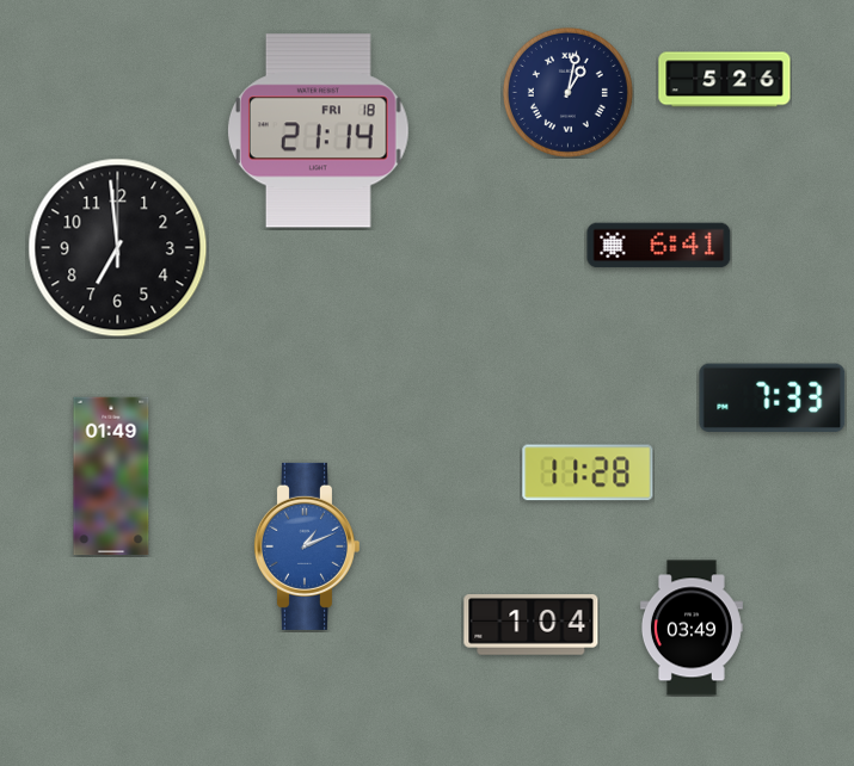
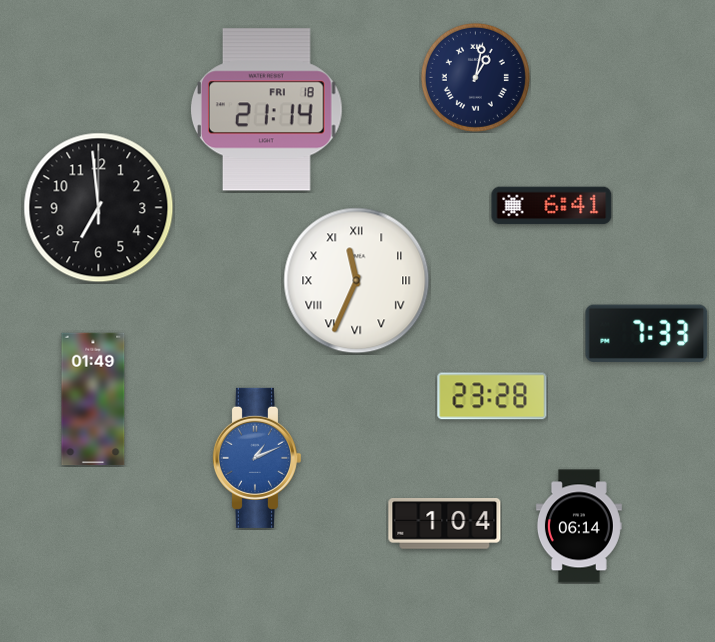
clock at (725, 80): 5:26 -> none
clock at (357, 281): none -> 11:34
clock at (588, 472): 11:28 -> 23:28
clock at (692, 628): 03:49 -> 06:14
